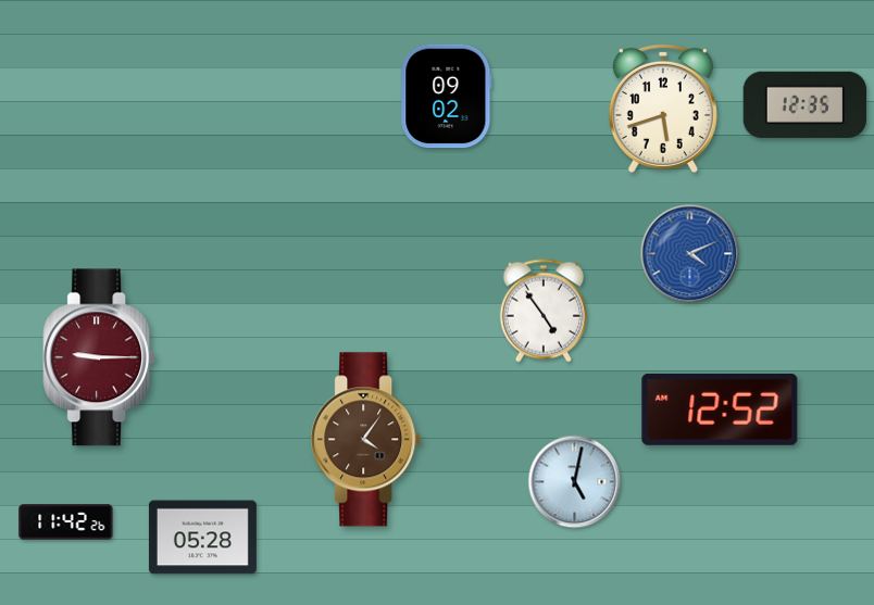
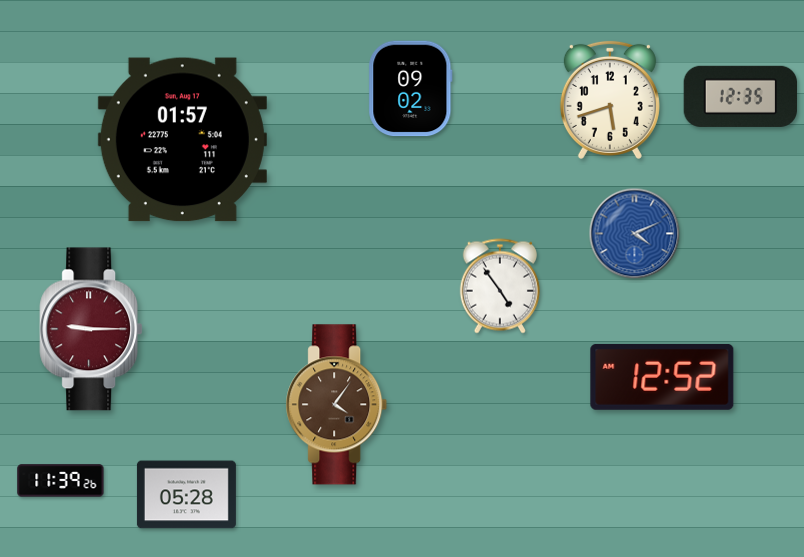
clock at (182, 140): none -> 01:57
clock at (575, 482): 5:02 -> none
clock at (66, 522): 11:42 -> 11:39
